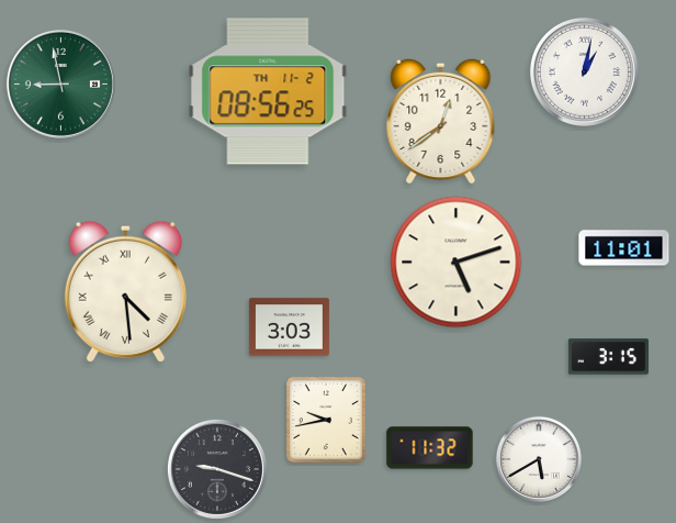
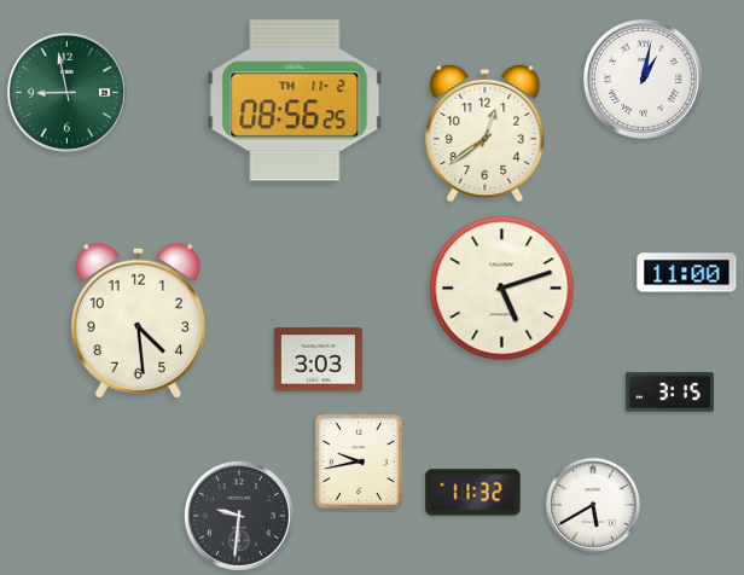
clock at (624, 248): 11:01 -> 11:00
clock at (125, 291) numerals: Roman -> Arabic
clock at (217, 469): 9:18 -> 9:31
